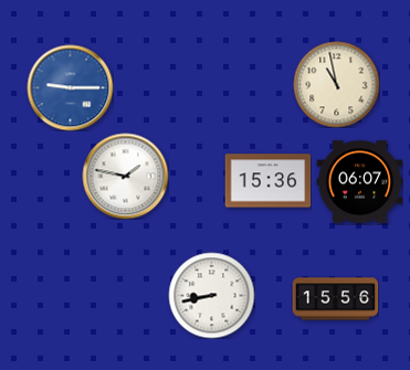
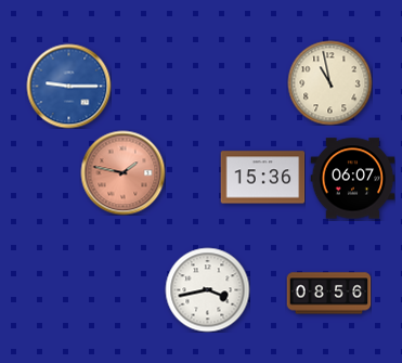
clock at (125, 176) dial: white -> salmon
clock at (211, 295): 8:43 -> 3:43
clock at (335, 299): 15:56 -> 08:56
